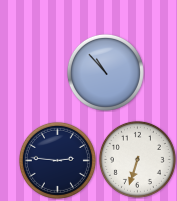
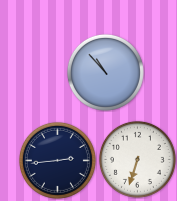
clock at (57, 160): 2:46 -> 2:44
